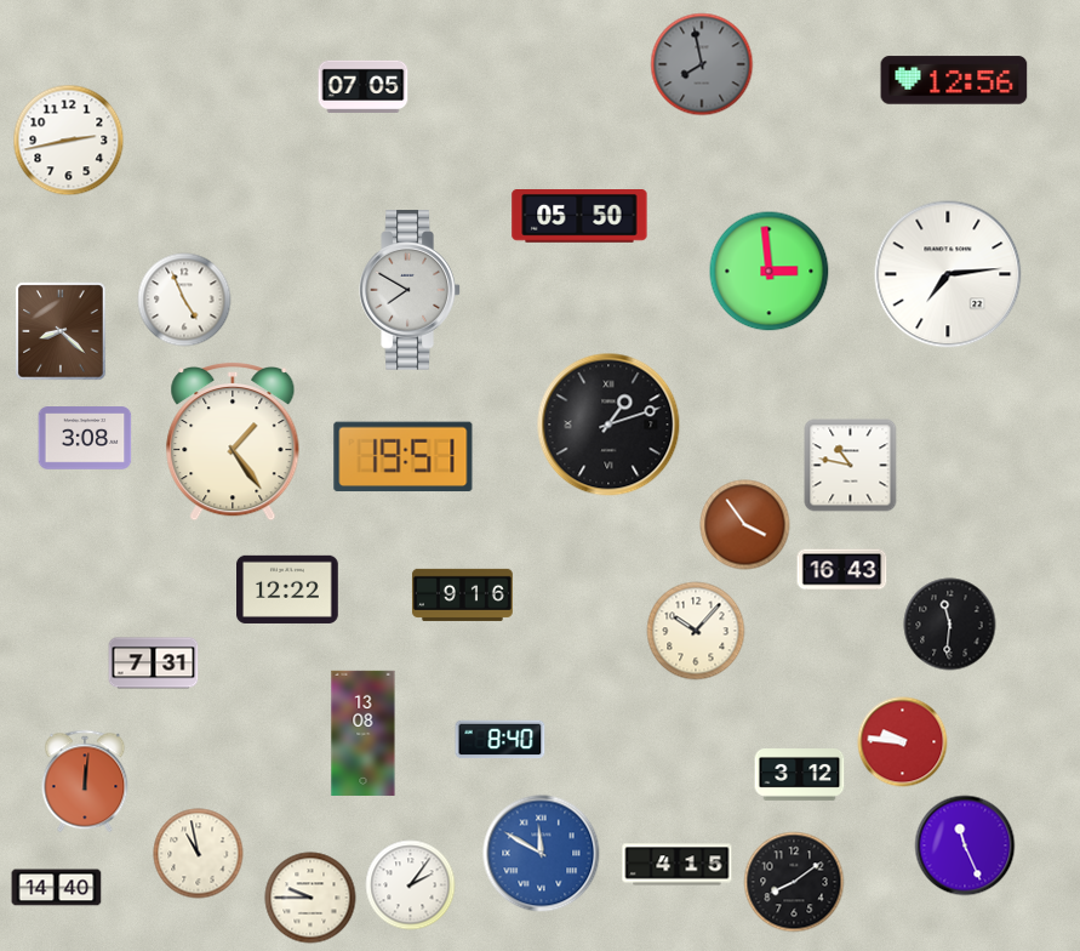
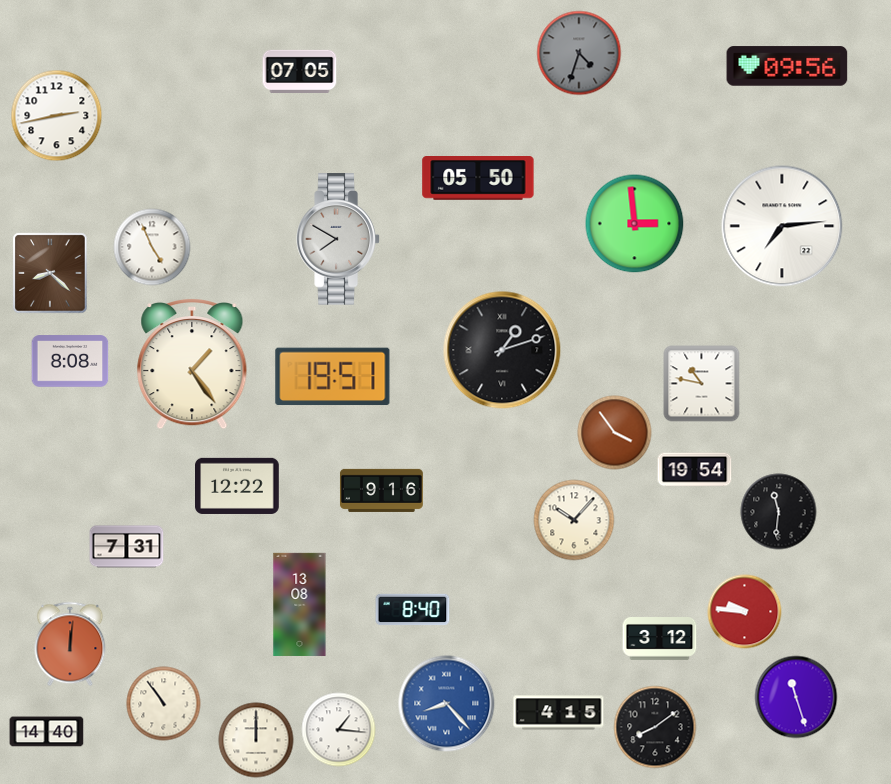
clock at (702, 64): 7:58 -> 4:33
clock at (954, 80): 12:56 -> 09:56
clock at (85, 438): 3:08 -> 8:08
clock at (842, 570): 16:43 -> 19:54
clock at (950, 625) position: (950, 625) -> (779, 512)
clock at (965, 845): 11:26 -> 11:27
clock at (199, 854): 10:58 -> 10:54
clock at (542, 854): 11:50 -> 8:23
clock at (411, 885): 2:06 -> 1:16
clock at (310, 898): 9:45 -> 12:00
